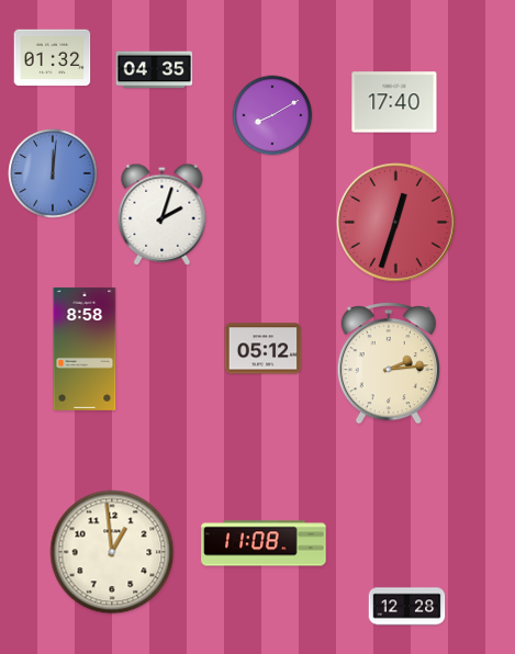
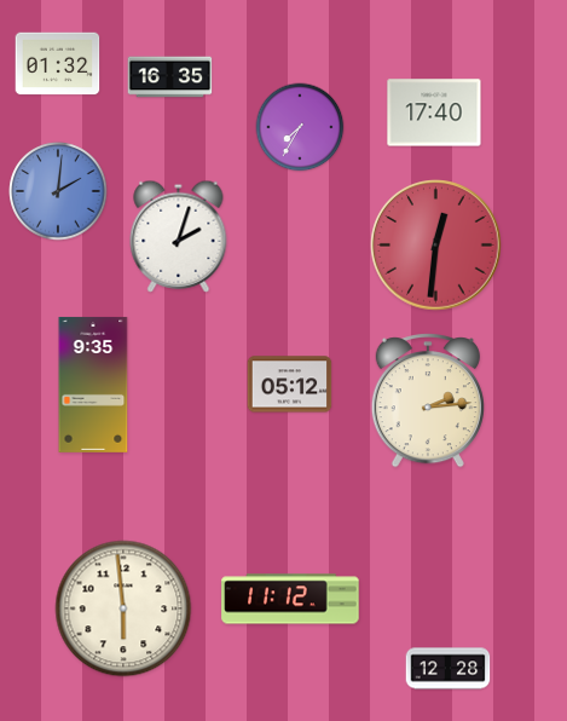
clock at (155, 70): 04:35 -> 16:35
clock at (272, 115): 8:10 -> 7:35
clock at (53, 173): 12:01 -> 2:01
clock at (396, 223): 12:33 -> 12:31
clock at (85, 349): 8:58 -> 9:35
clock at (264, 543): 11:08 -> 11:12
clock at (112, 552): 12:59 -> 5:59
